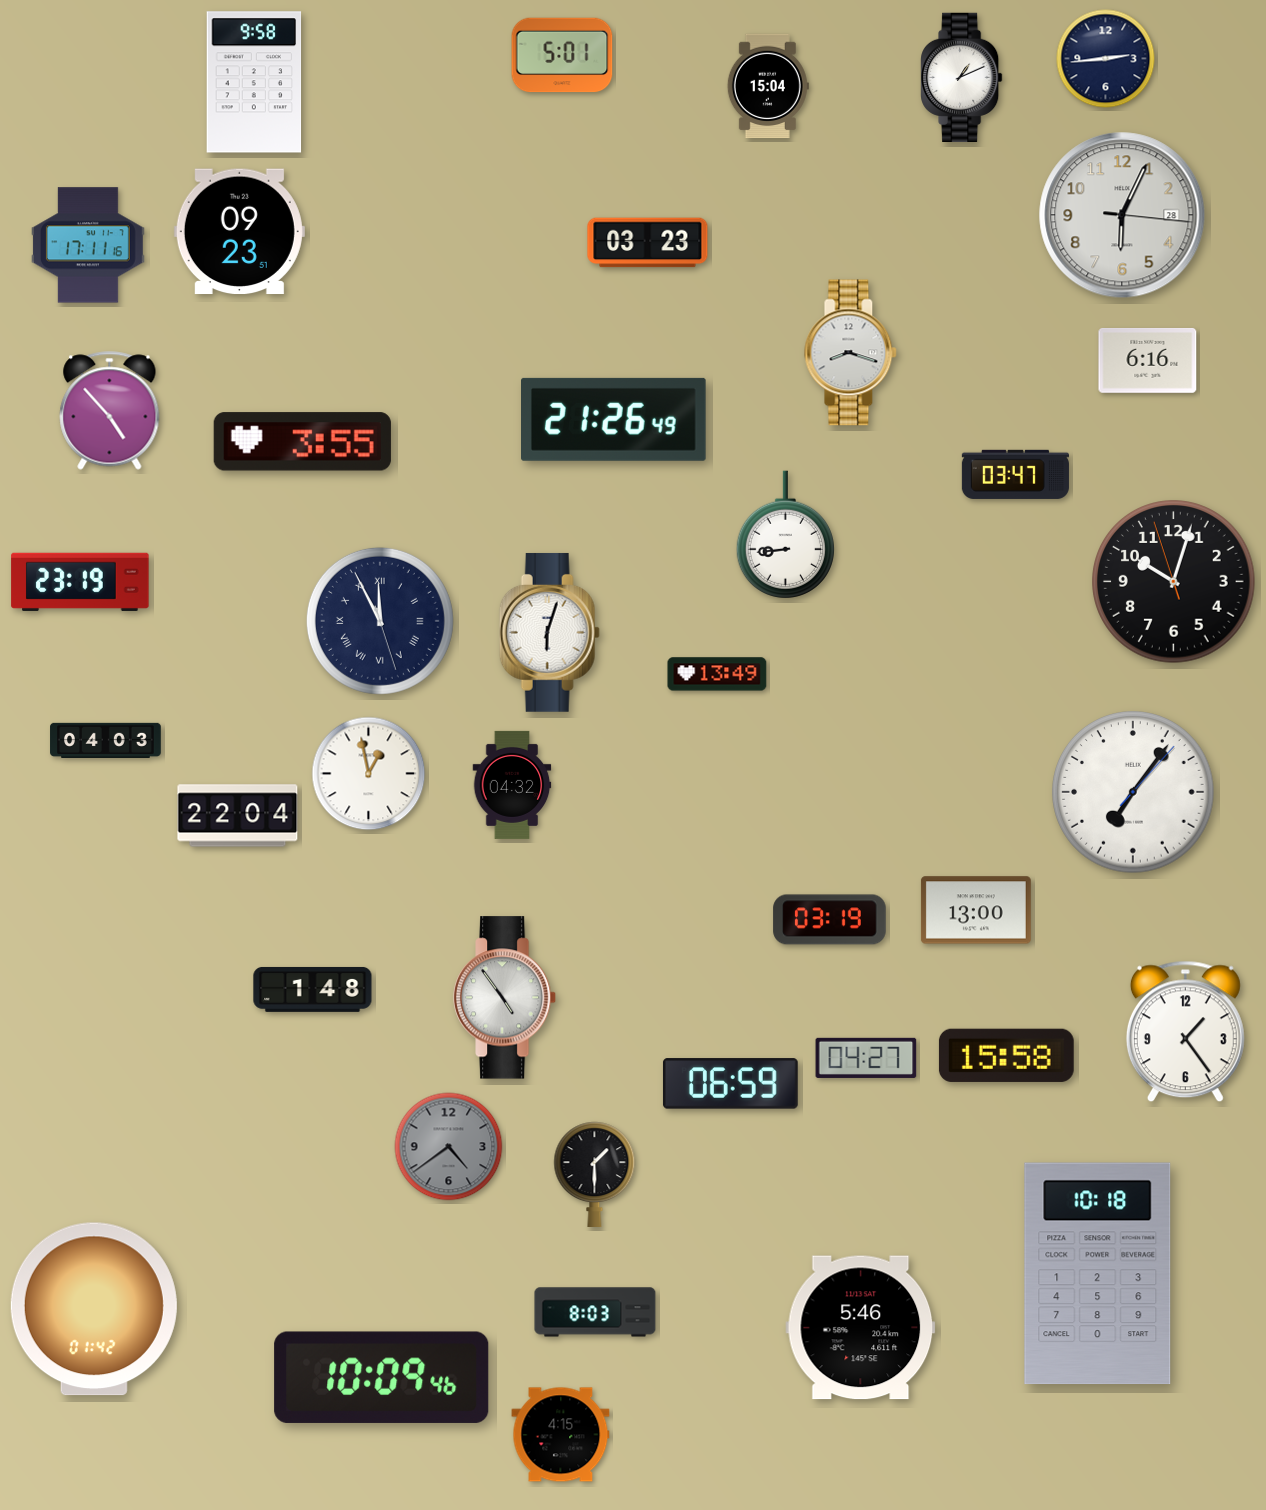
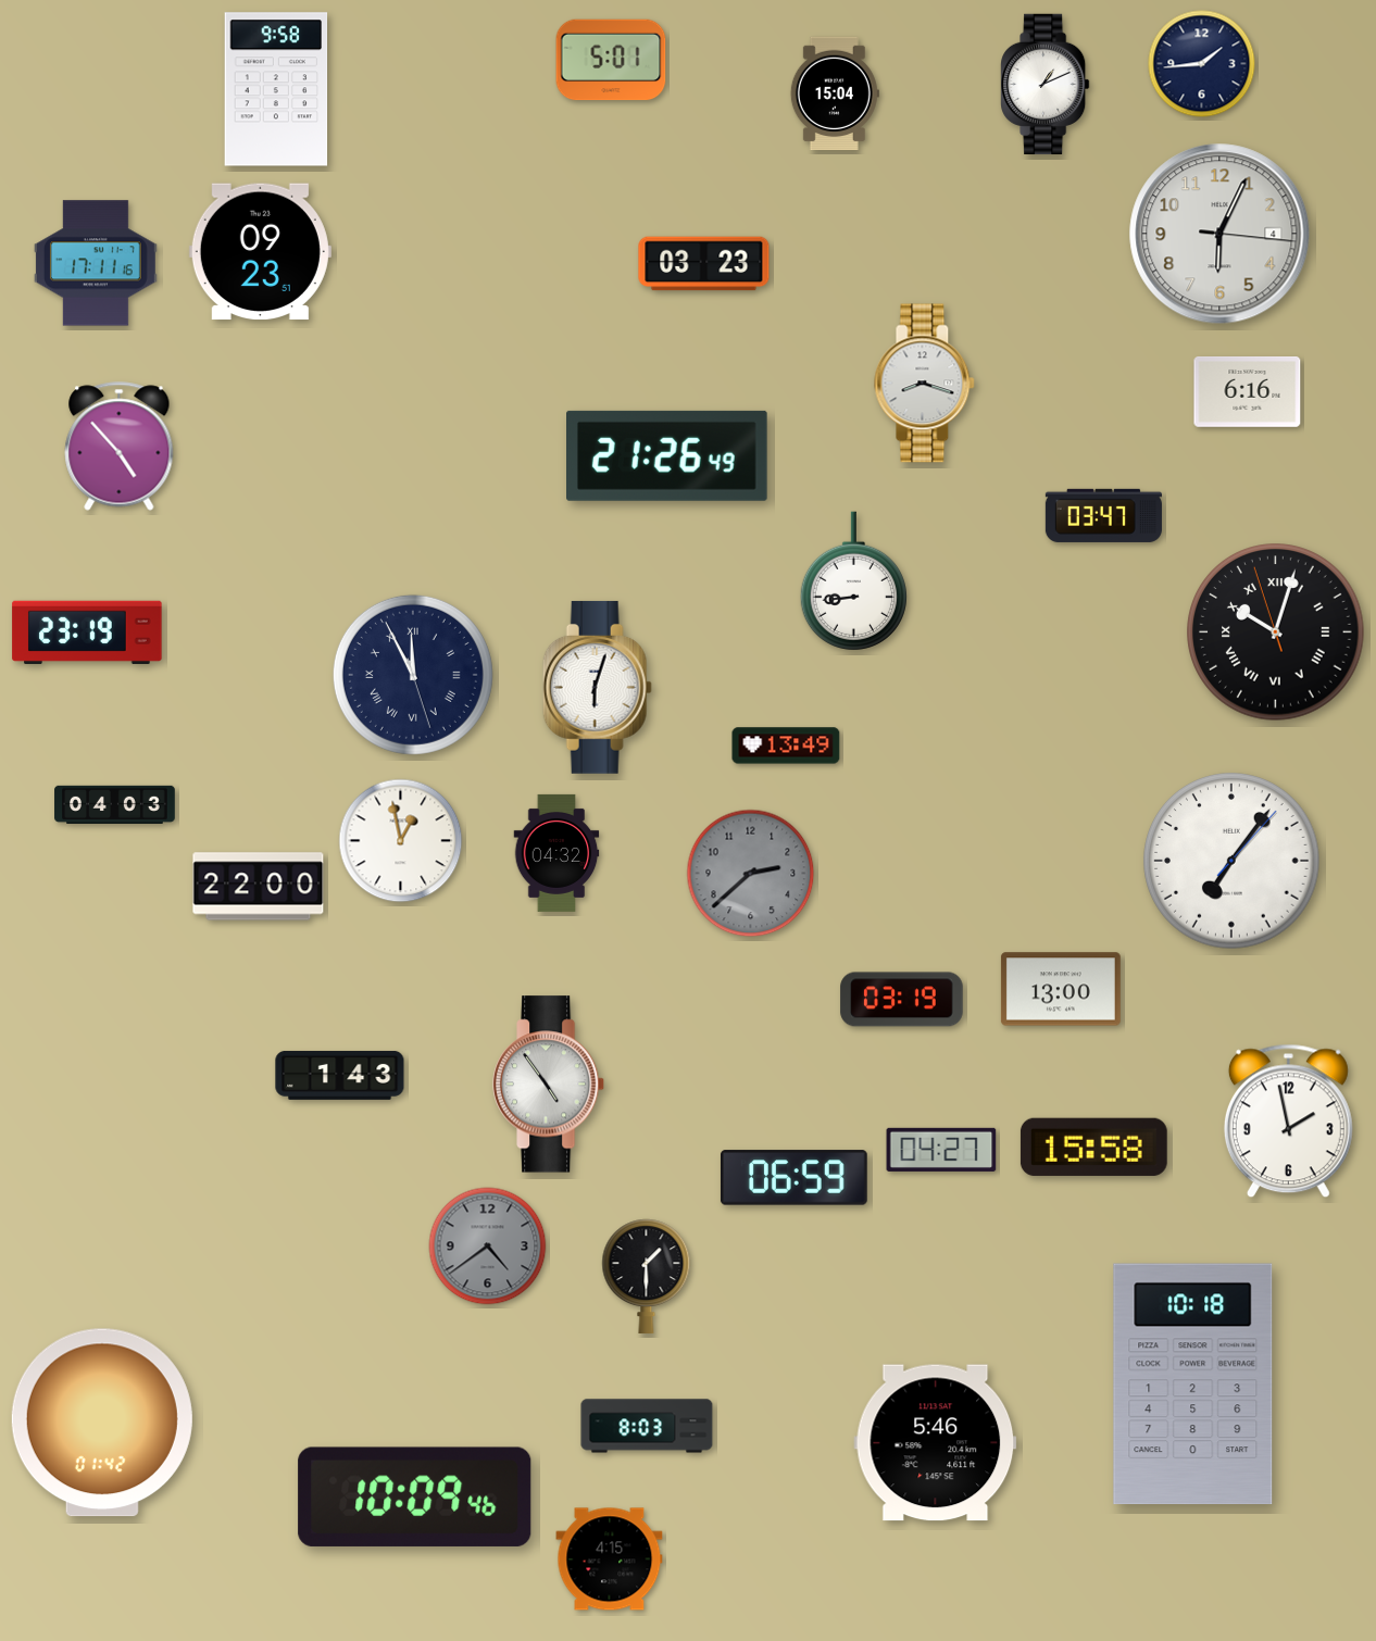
clock at (1106, 59): 2:44 -> 1:44
clock at (1122, 215) date: 28 -> 4
clock at (88, 245) position: (88, 245) -> (96, 263)
clock at (302, 442): 3:55 -> none
clock at (1174, 582) numerals: Arabic -> Roman
clock at (717, 674) position: (717, 674) -> (786, 746)
clock at (751, 874): none -> 2:38
clock at (238, 816): 22:04 -> 22:00
clock at (313, 990): 1:48 -> 1:43
clock at (1185, 1032): 1:24 -> 1:58
